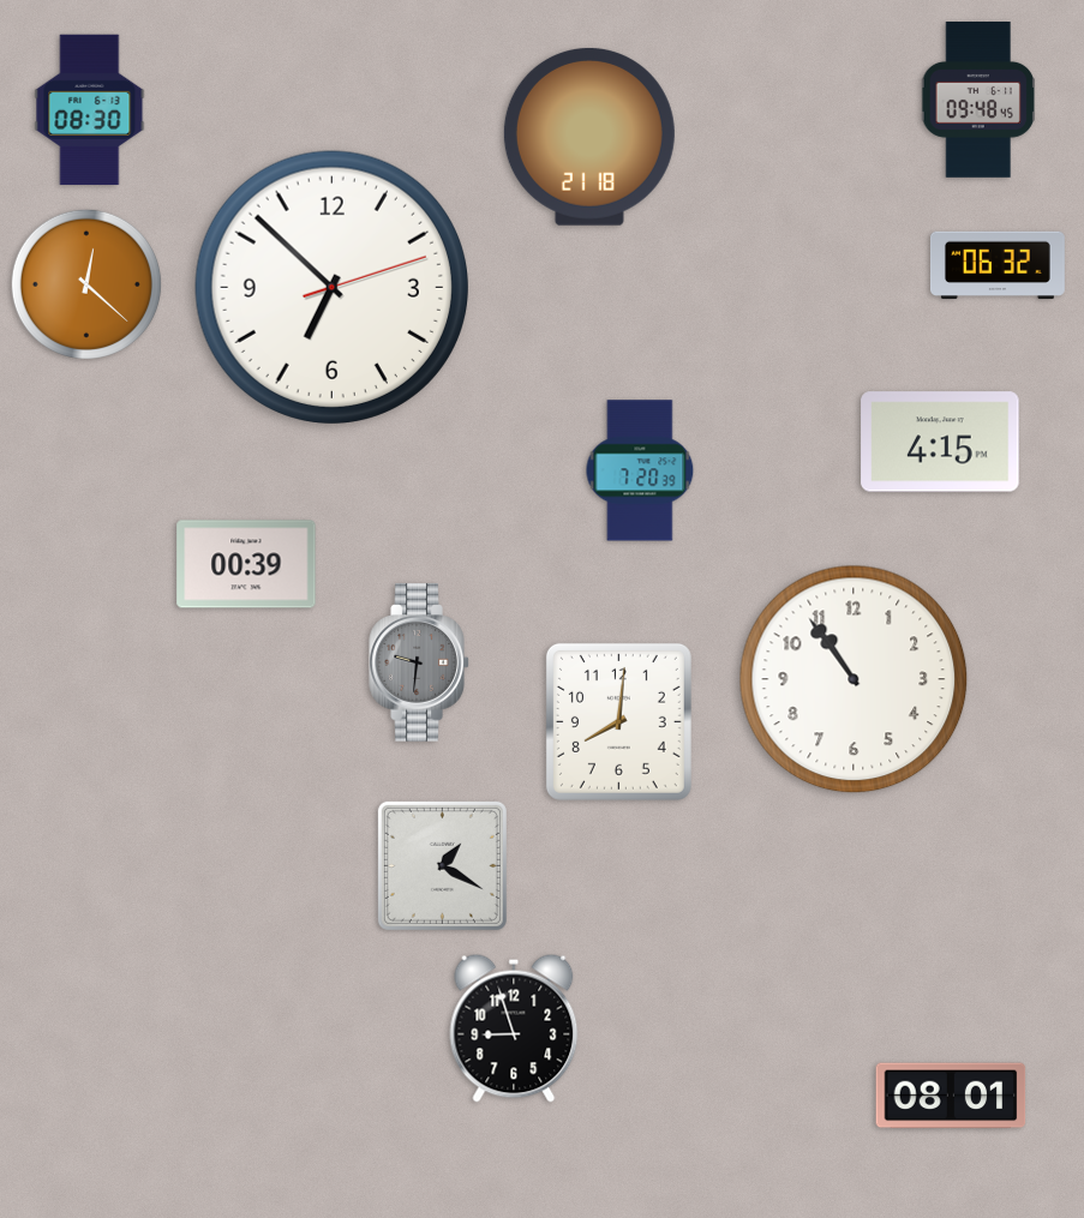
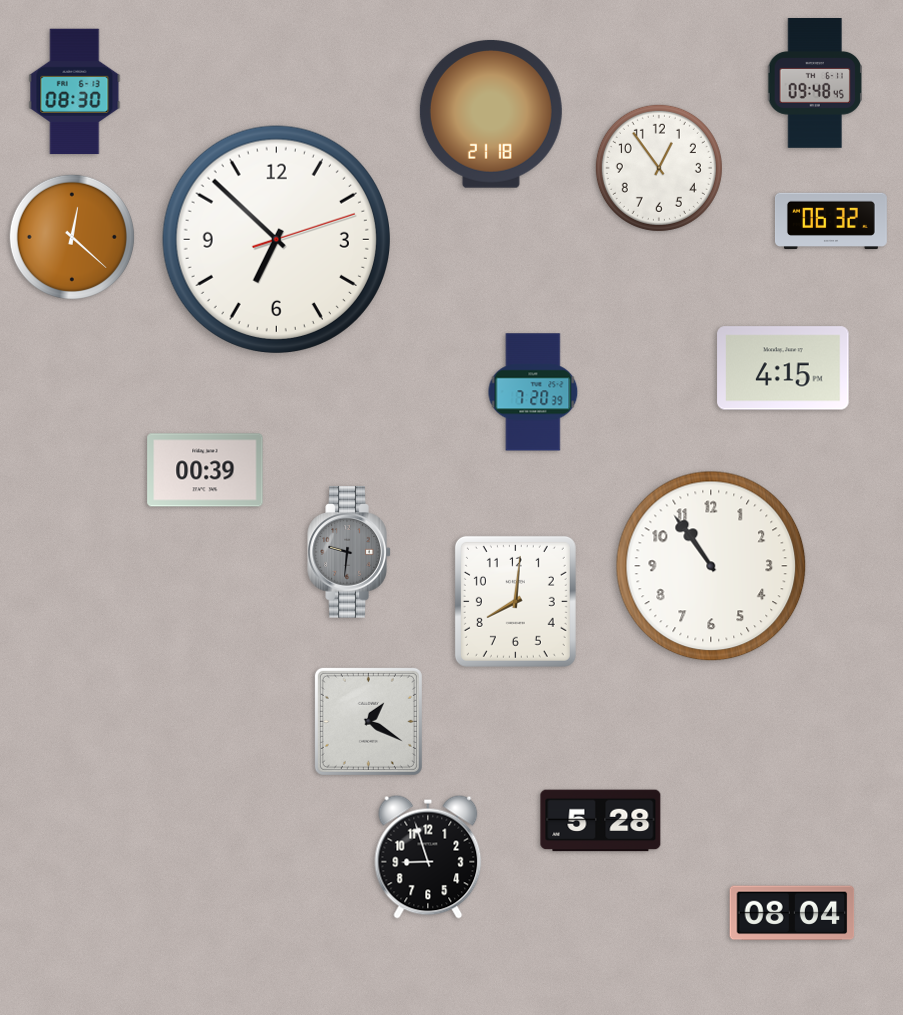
clock at (659, 168): none -> 12:54
clock at (601, 821): none -> 5:28
clock at (951, 1096): 08:01 -> 08:04
